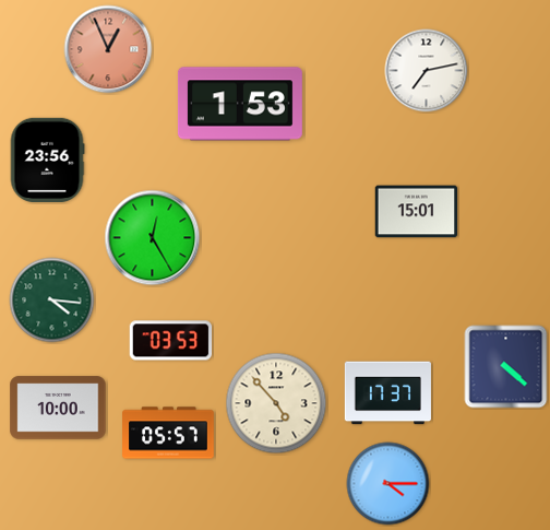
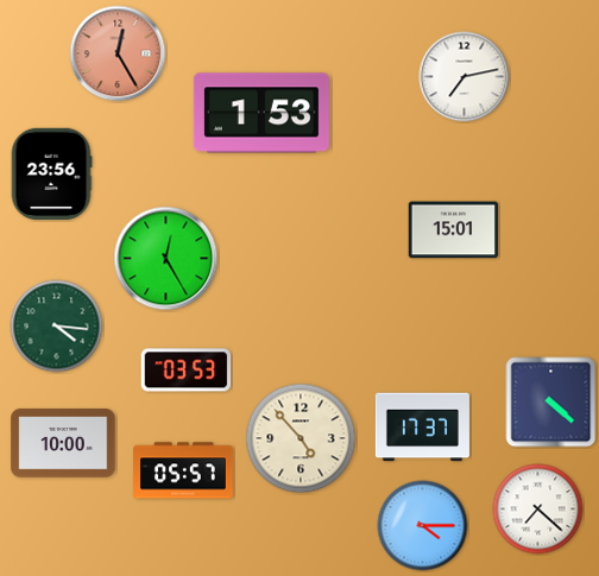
clock at (108, 49): 12:56 -> 12:25
clock at (506, 367) position: (506, 367) -> (551, 403)
clock at (538, 509): none -> 7:22
